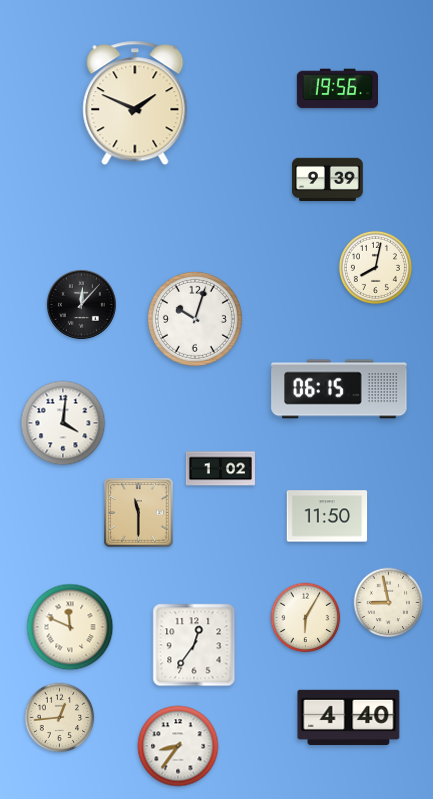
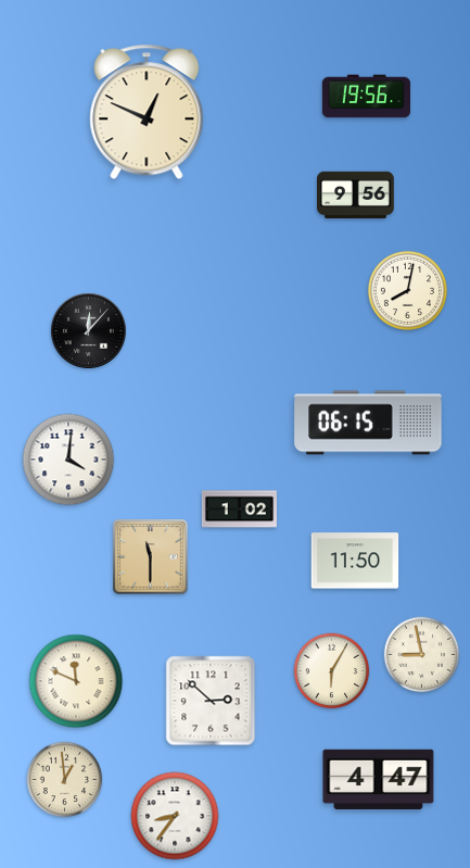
clock at (135, 103): 1:49 -> 12:49
clock at (328, 179): 9:39 -> 9:56
clock at (195, 319): 10:03 -> none
clock at (194, 645): 12:36 -> 2:52
clock at (60, 718): 12:44 -> 12:59
clock at (349, 718): 4:40 -> 4:47
clock at (178, 746) position: (178, 746) -> (175, 816)
